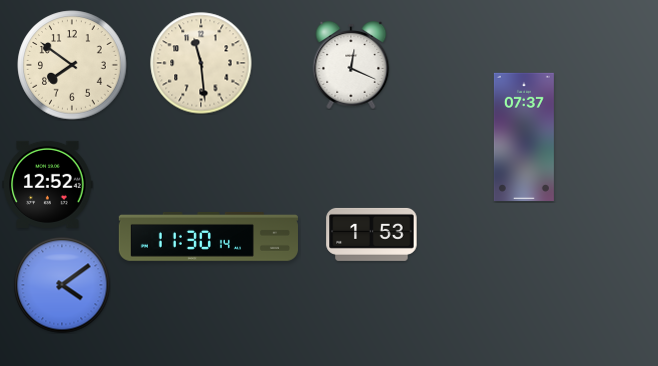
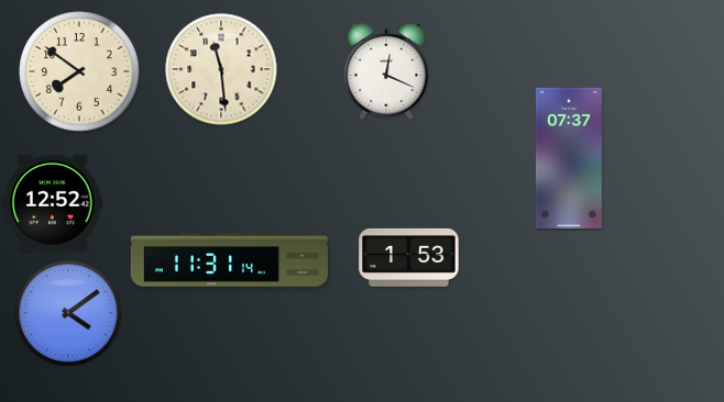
clock at (524, 137) position: (524, 137) -> (569, 158)
clock at (208, 236): 11:30 -> 11:31
